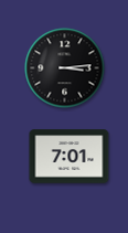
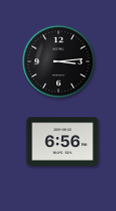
clock at (70, 157): 7:01 -> 6:56
